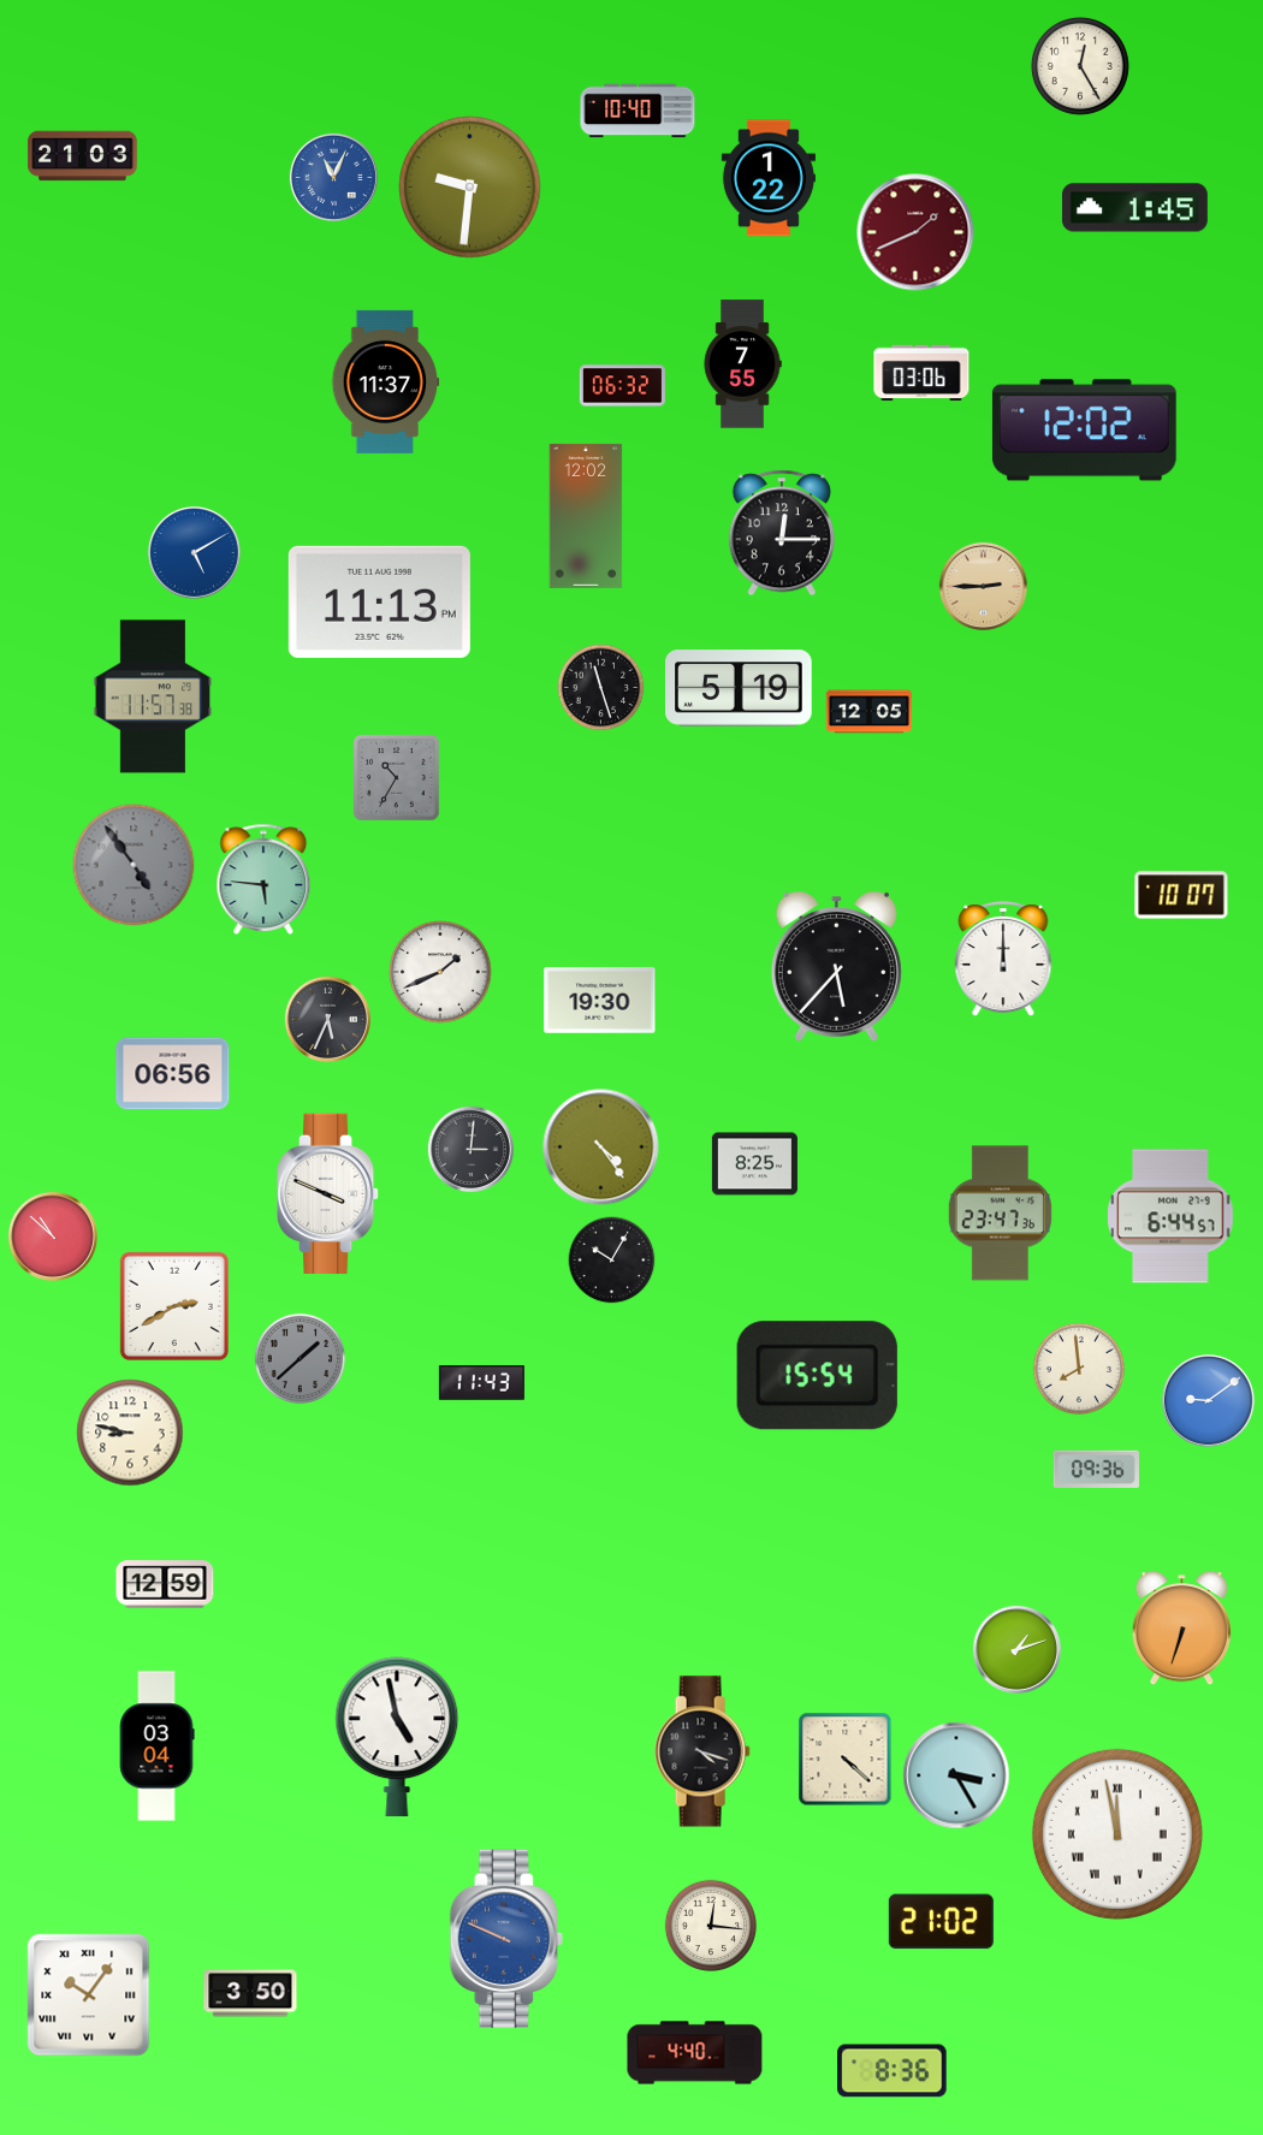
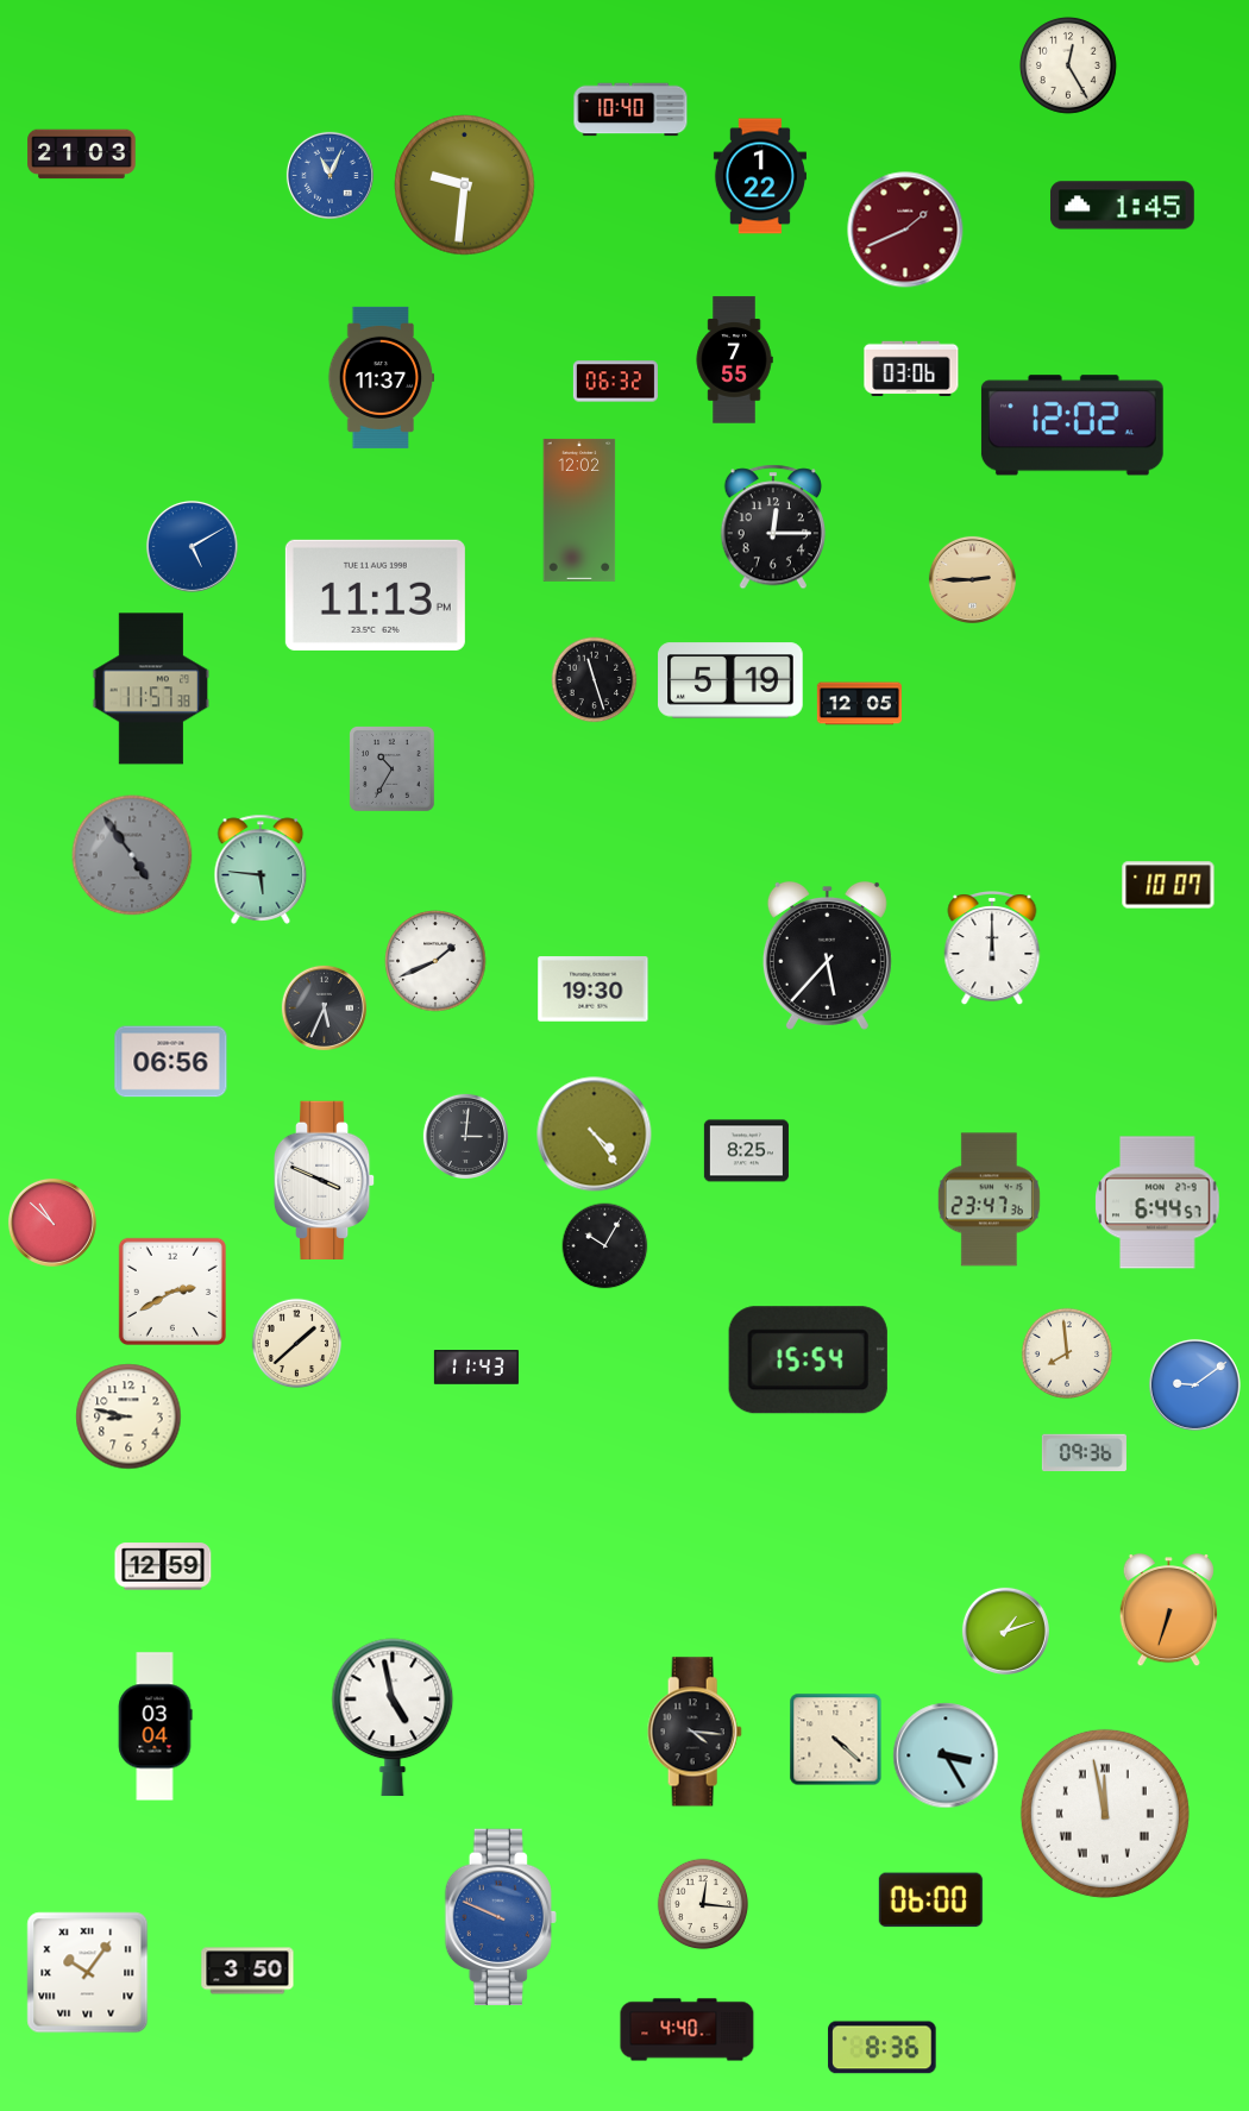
clock at (301, 1359) dial: grey -> cream
clock at (702, 1751): 4:18 -> 4:16
clock at (941, 1922): 21:02 -> 06:00
